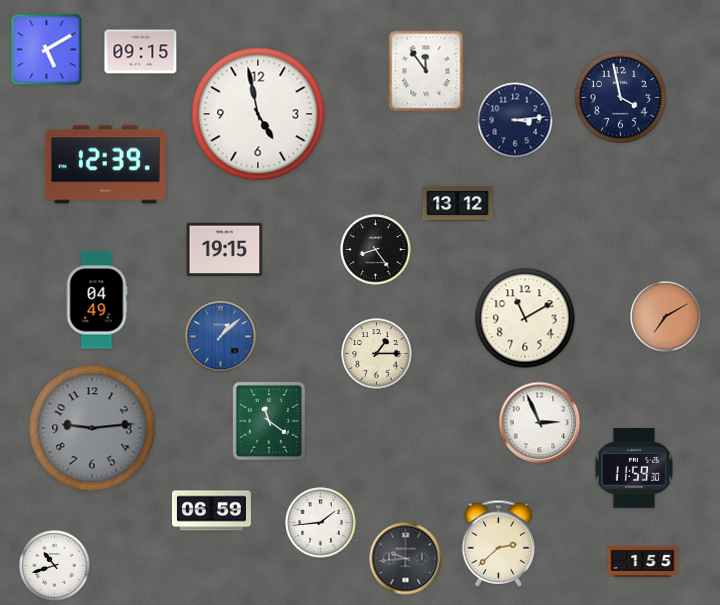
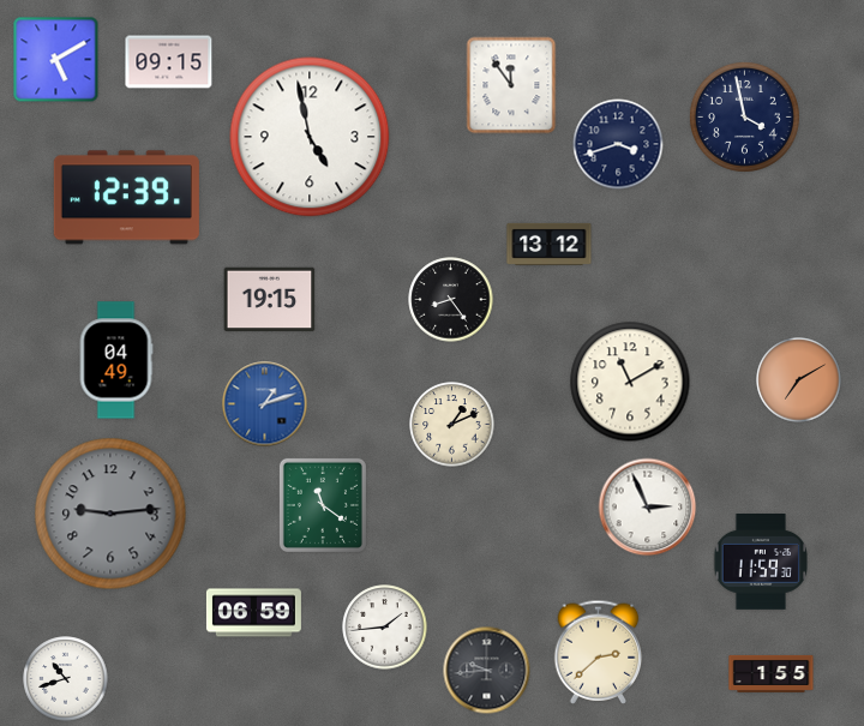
clock at (515, 120): 3:14 -> 3:42
clock at (221, 337): 1:08 -> 1:12
clock at (377, 354): 1:15 -> 1:11
